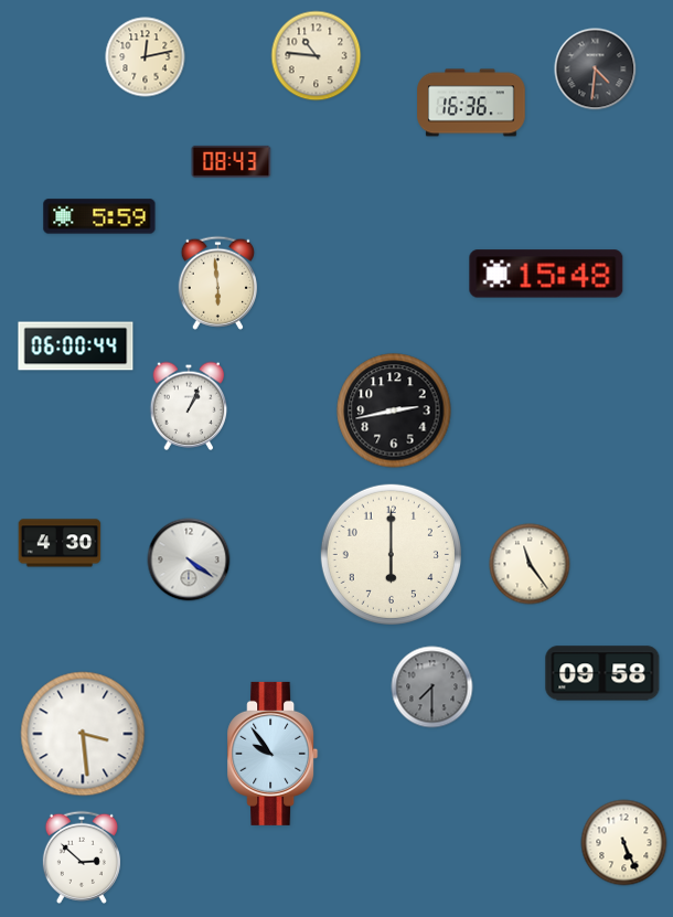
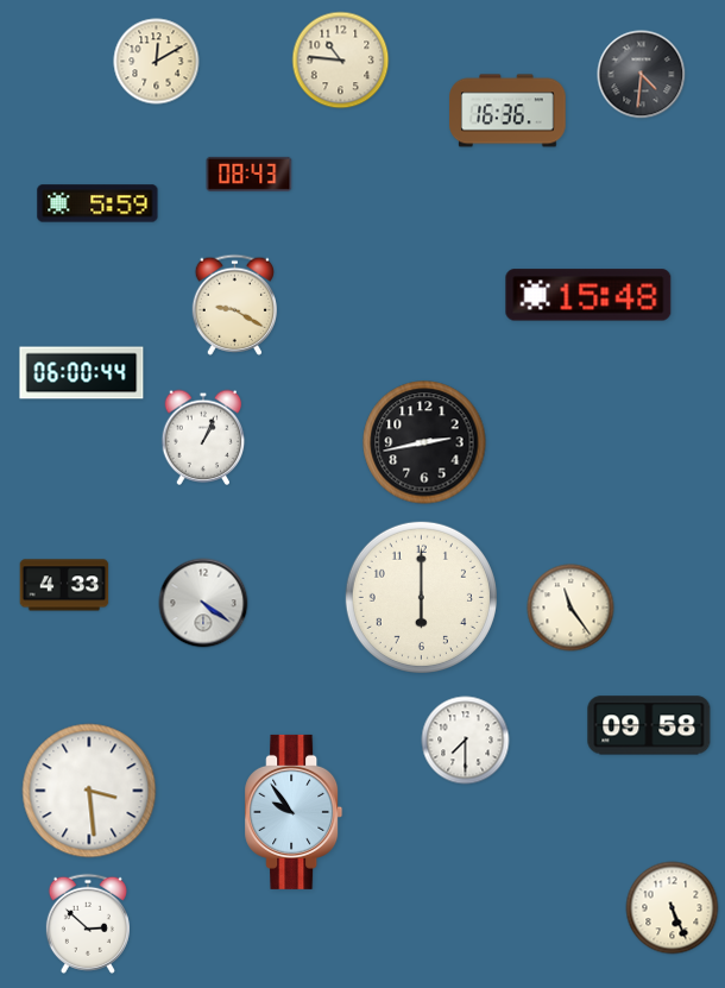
clock at (146, 57): 12:13 -> 12:10
clock at (99, 216) position: (99, 216) -> (97, 203)
clock at (217, 282): 5:59 -> 9:20
clock at (60, 543): 4:30 -> 4:33
clock at (432, 687) dial: grey -> white
